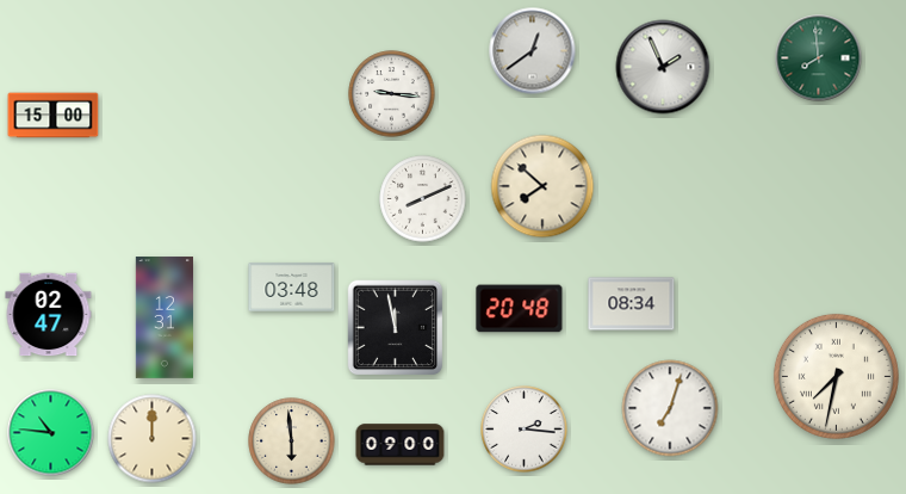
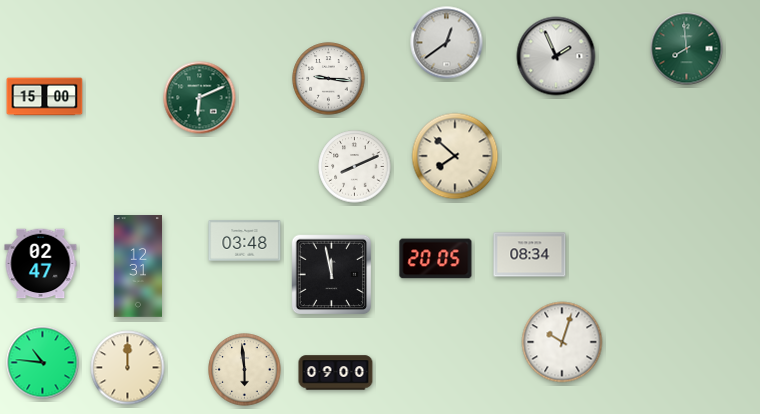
clock at (200, 98): none -> 6:11
clock at (520, 309): 20:48 -> 20:05
clock at (836, 376): 7:32 -> none
clock at (670, 408): 7:03 -> 10:03
clock at (525, 430): 2:16 -> none
